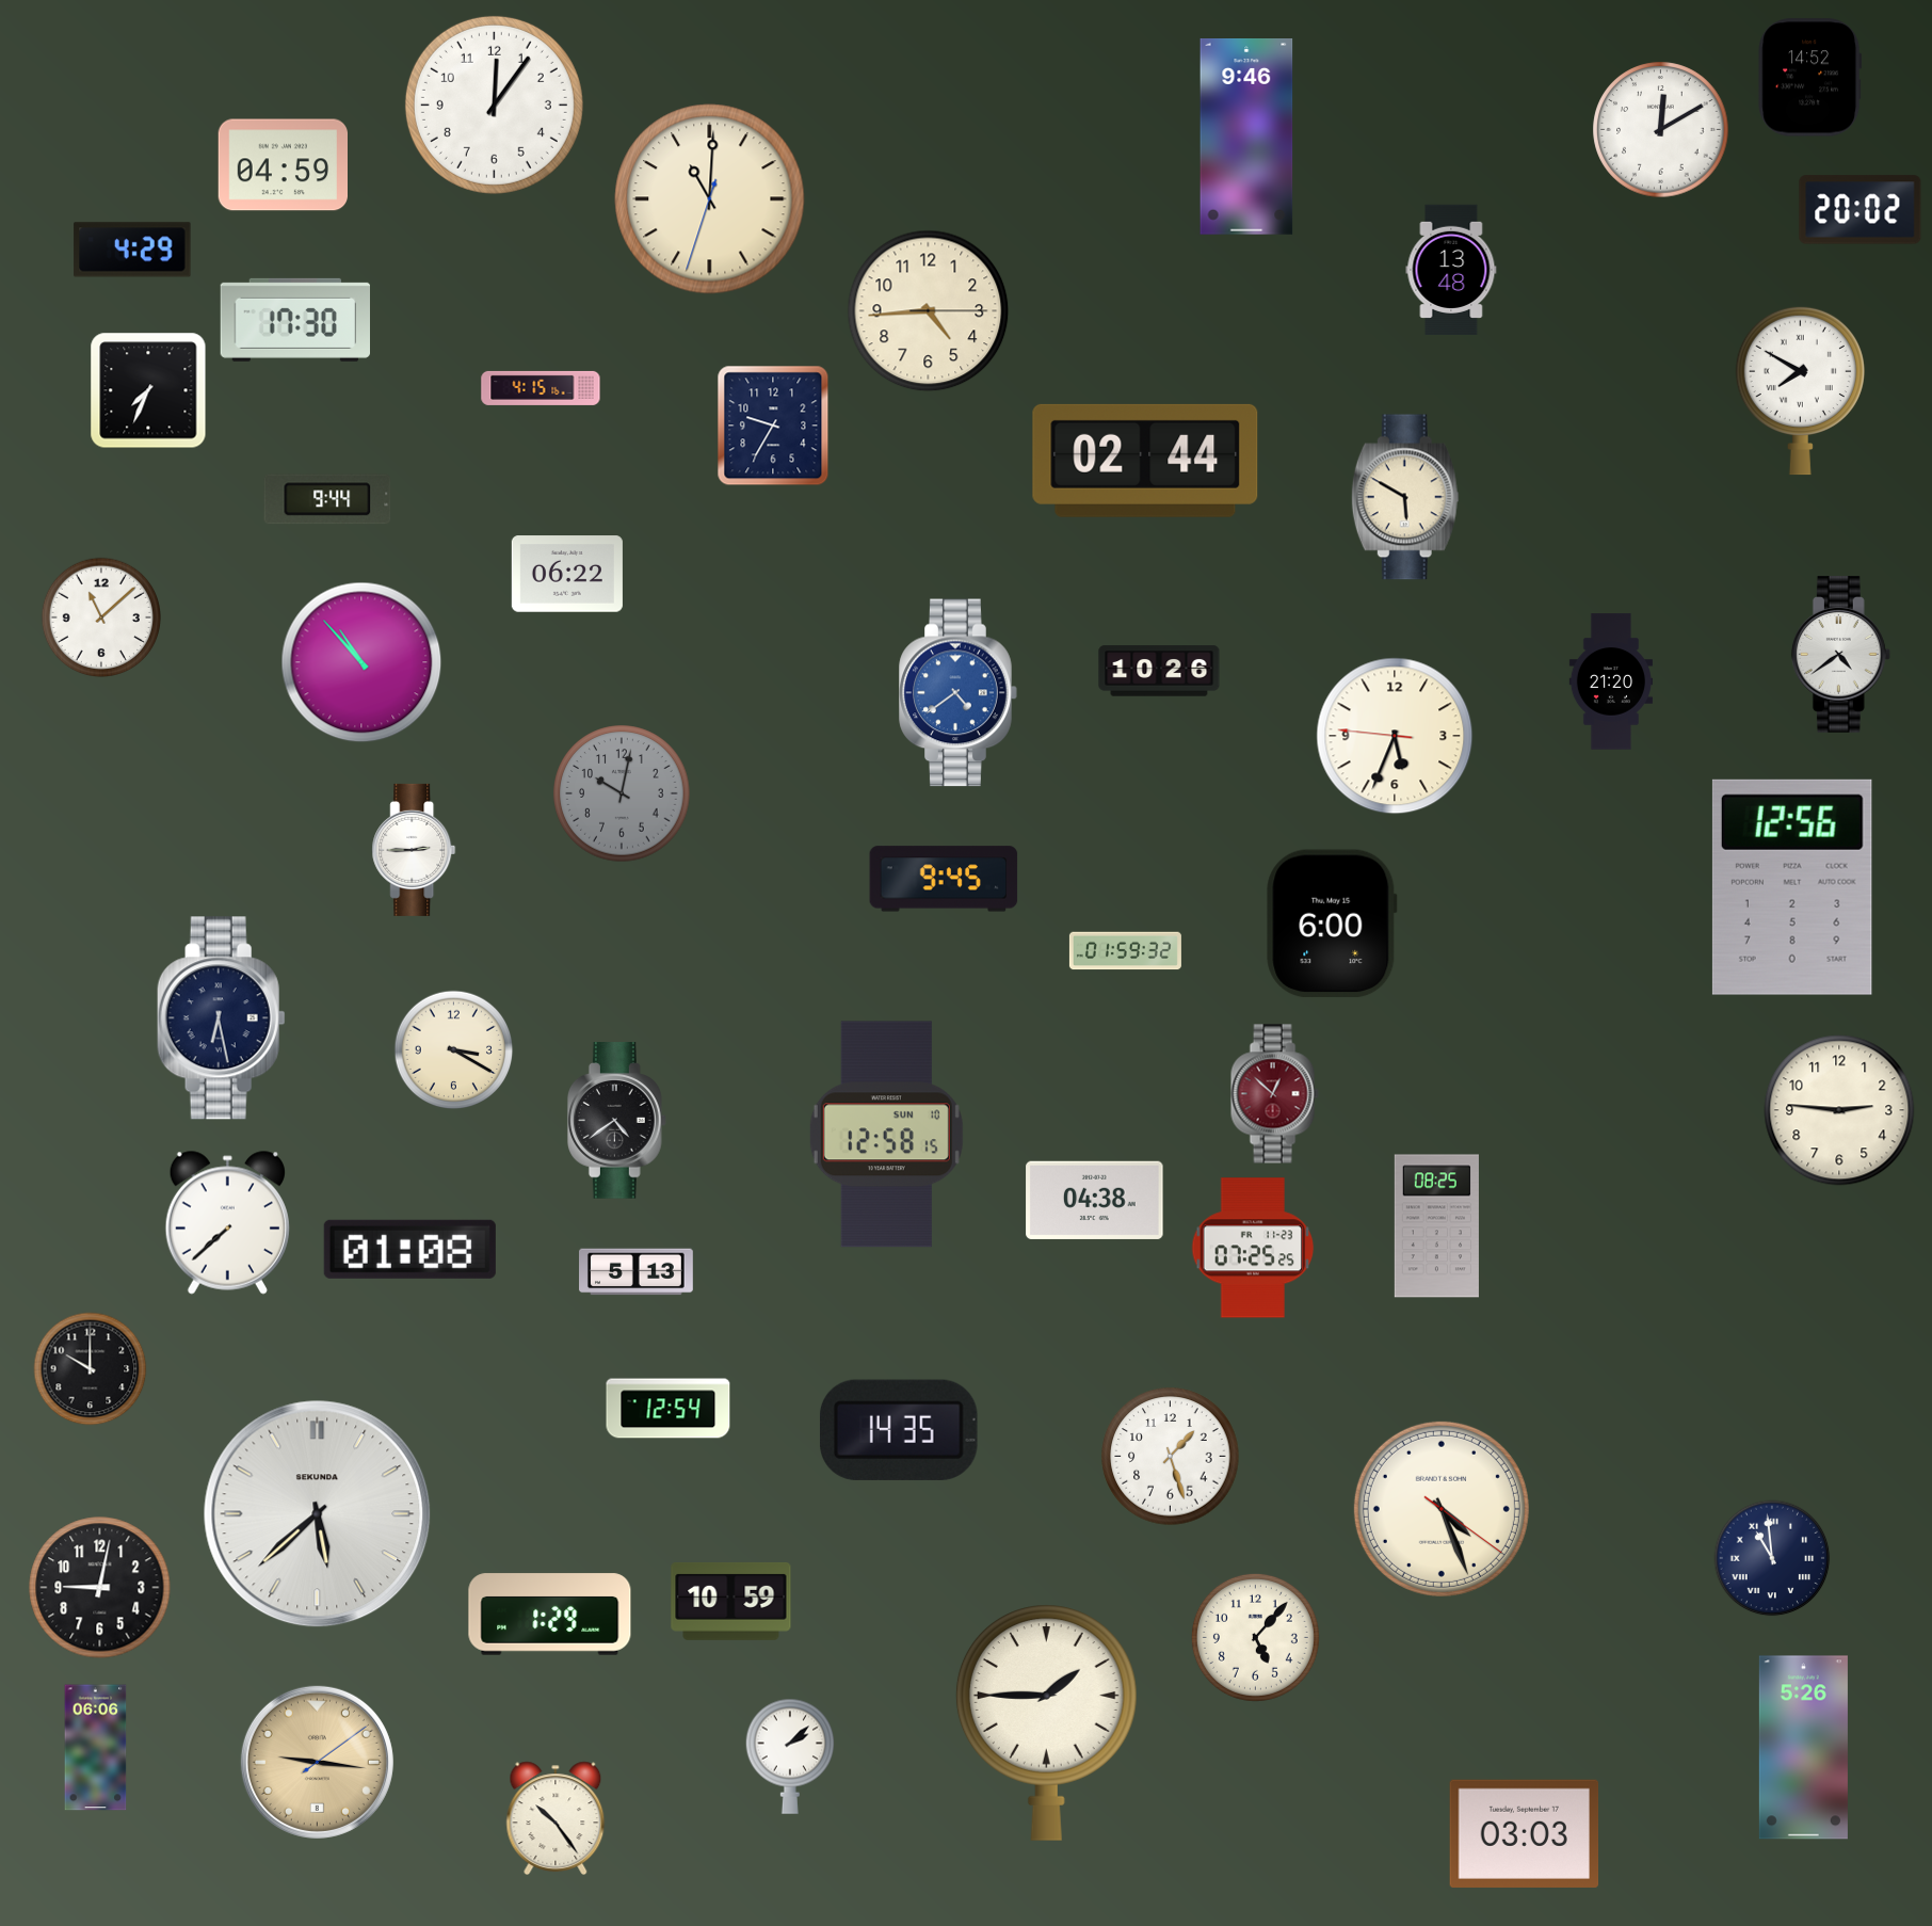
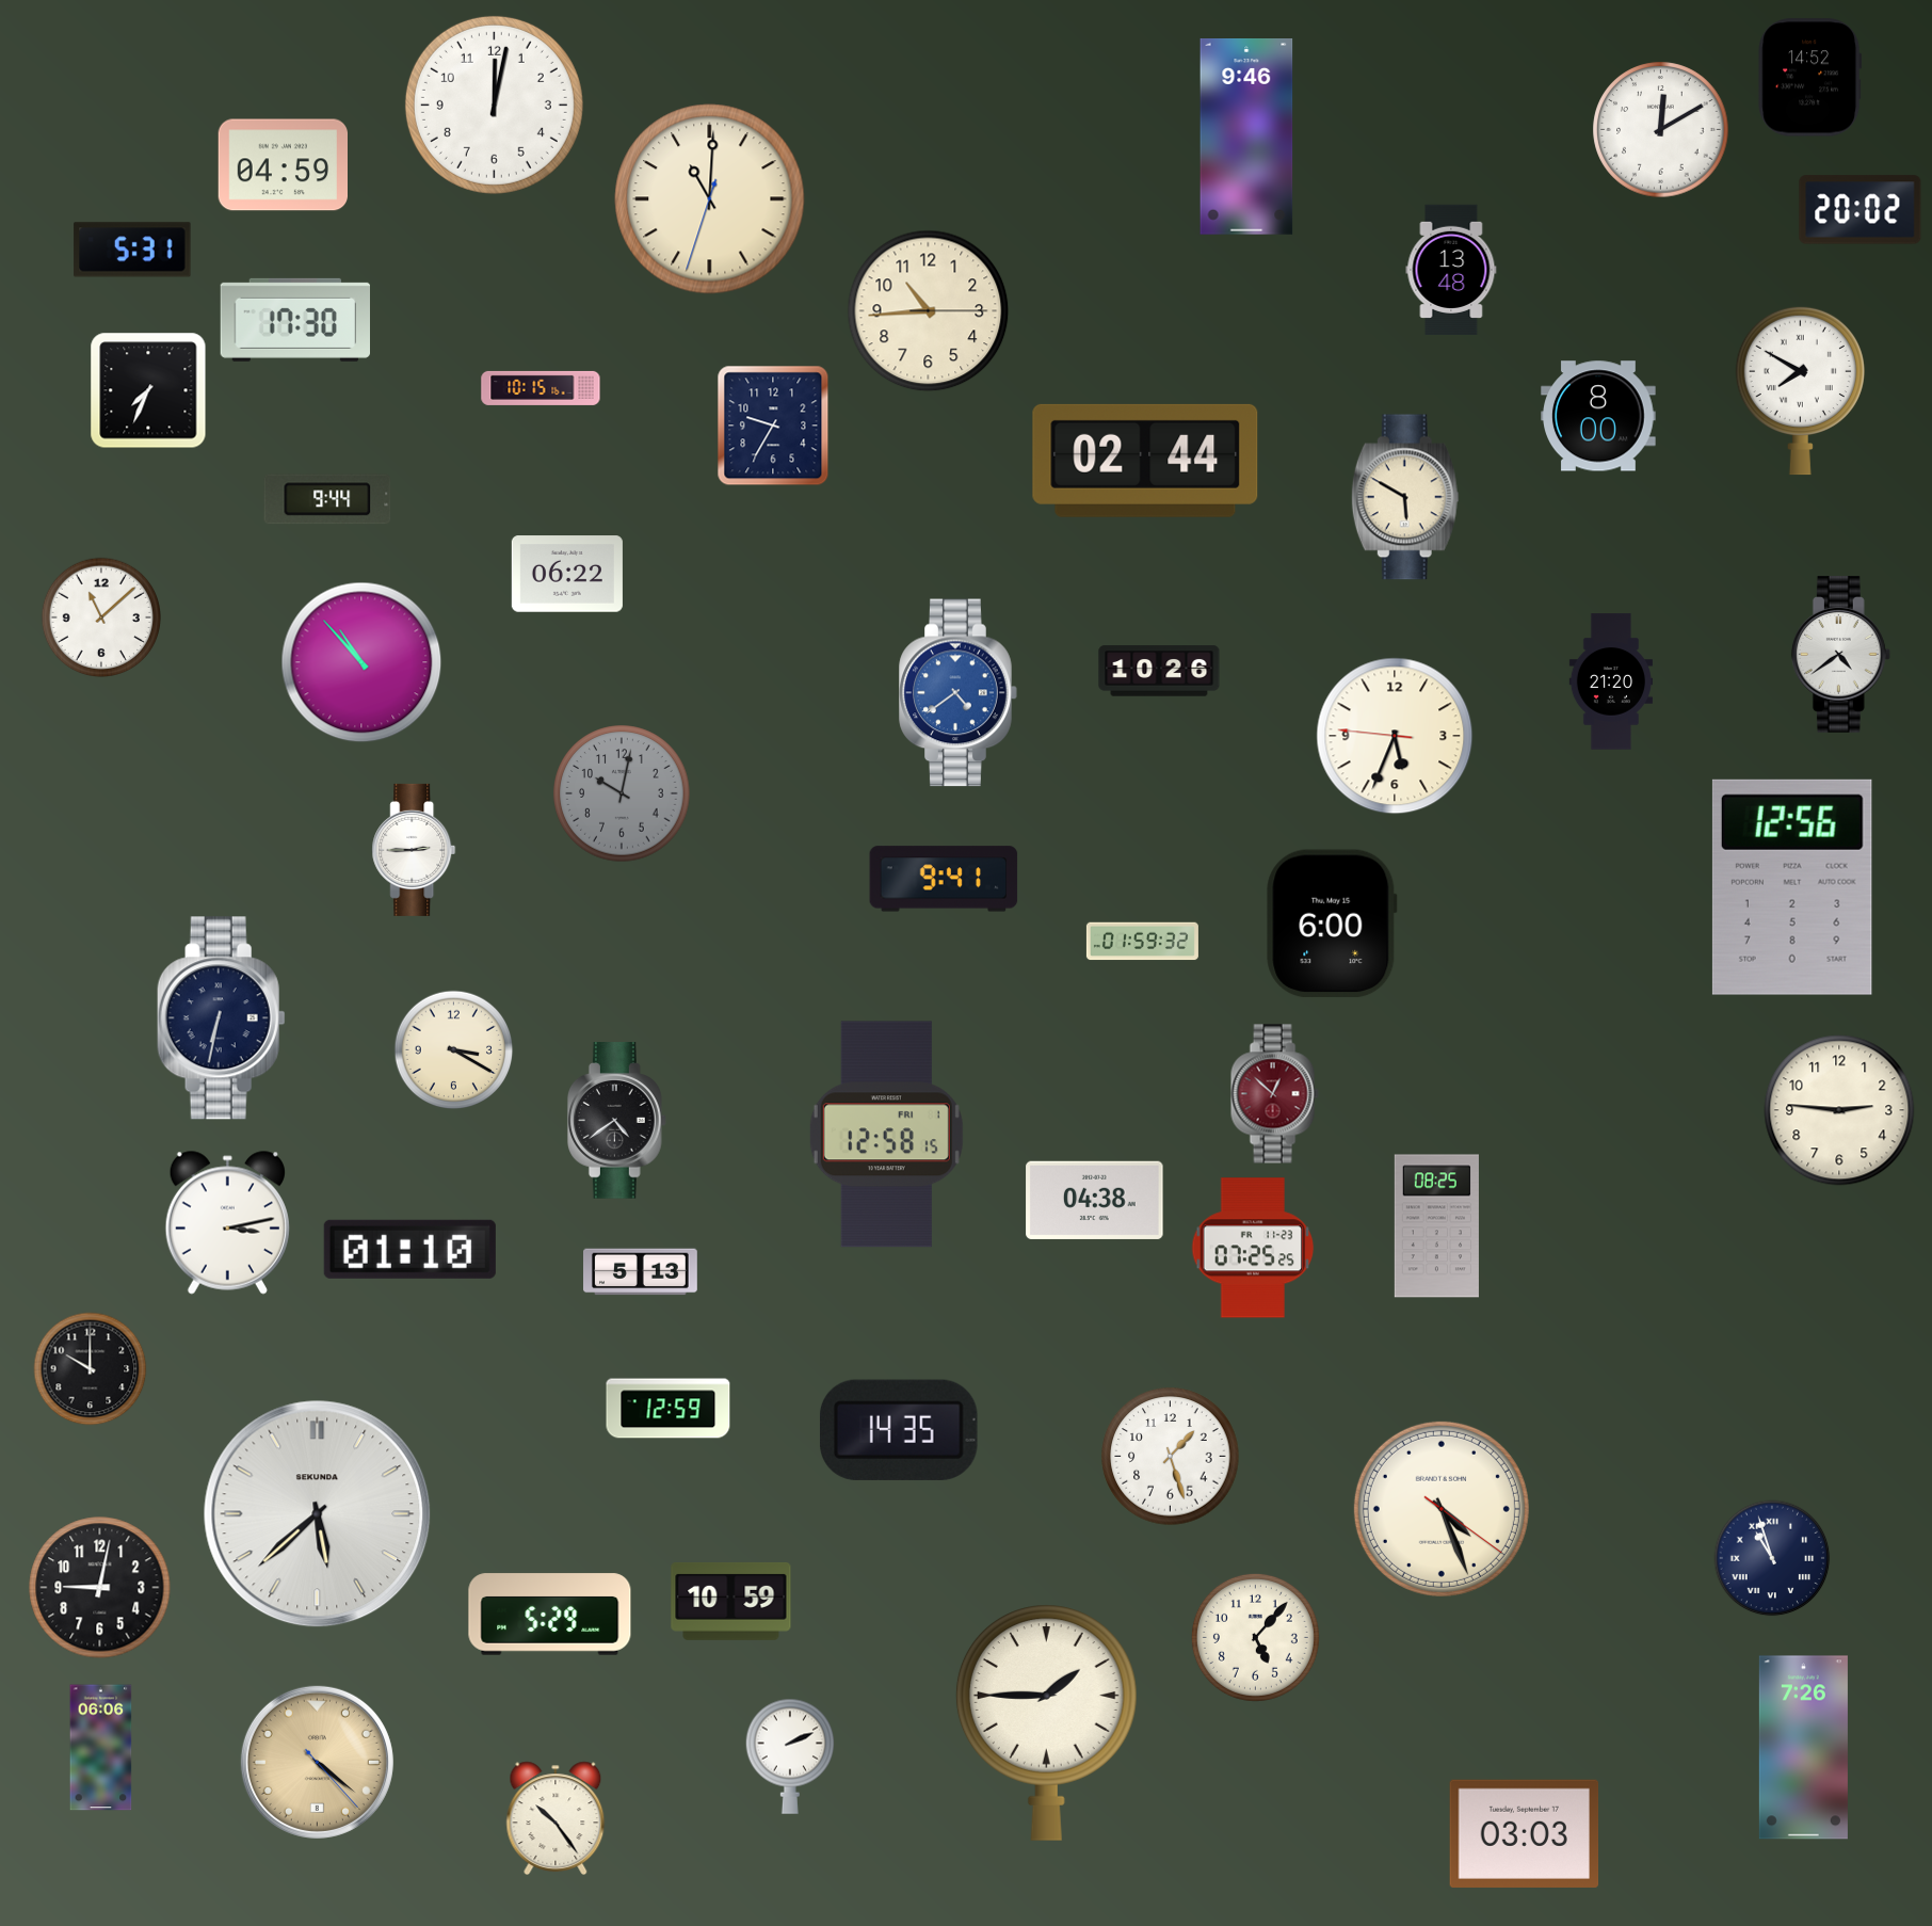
clock at (494, 105): 12:06 -> 12:02
clock at (132, 250): 4:29 -> 5:31
clock at (929, 311): 4:44 -> 10:44
clock at (541, 388): 4:15 -> 10:15
clock at (1599, 416): none -> 8:00
clock at (944, 879): 9:45 -> 9:41
clock at (1125, 951) position: (1125, 951) -> (1142, 942)
clock at (221, 1018): 6:28 -> 6:32
clock at (886, 1135) date: SUN 10 -> FRI 1
clock at (227, 1222): 7:38 -> 3:13
clock at (409, 1249): 01:08 -> 01:10
clock at (637, 1272) position: (637, 1272) -> (641, 1272)
clock at (669, 1409): 12:54 -> 12:59
clock at (1772, 1558): 10:59 -> 10:57
clock at (550, 1615): 1:29 -> 5:29
clock at (96, 1748) position: (96, 1748) -> (101, 1748)
clock at (1803, 1748): 5:26 -> 7:26
clock at (790, 1756): 2:08 -> 2:11
clock at (317, 1762): 9:16 -> 4:21
